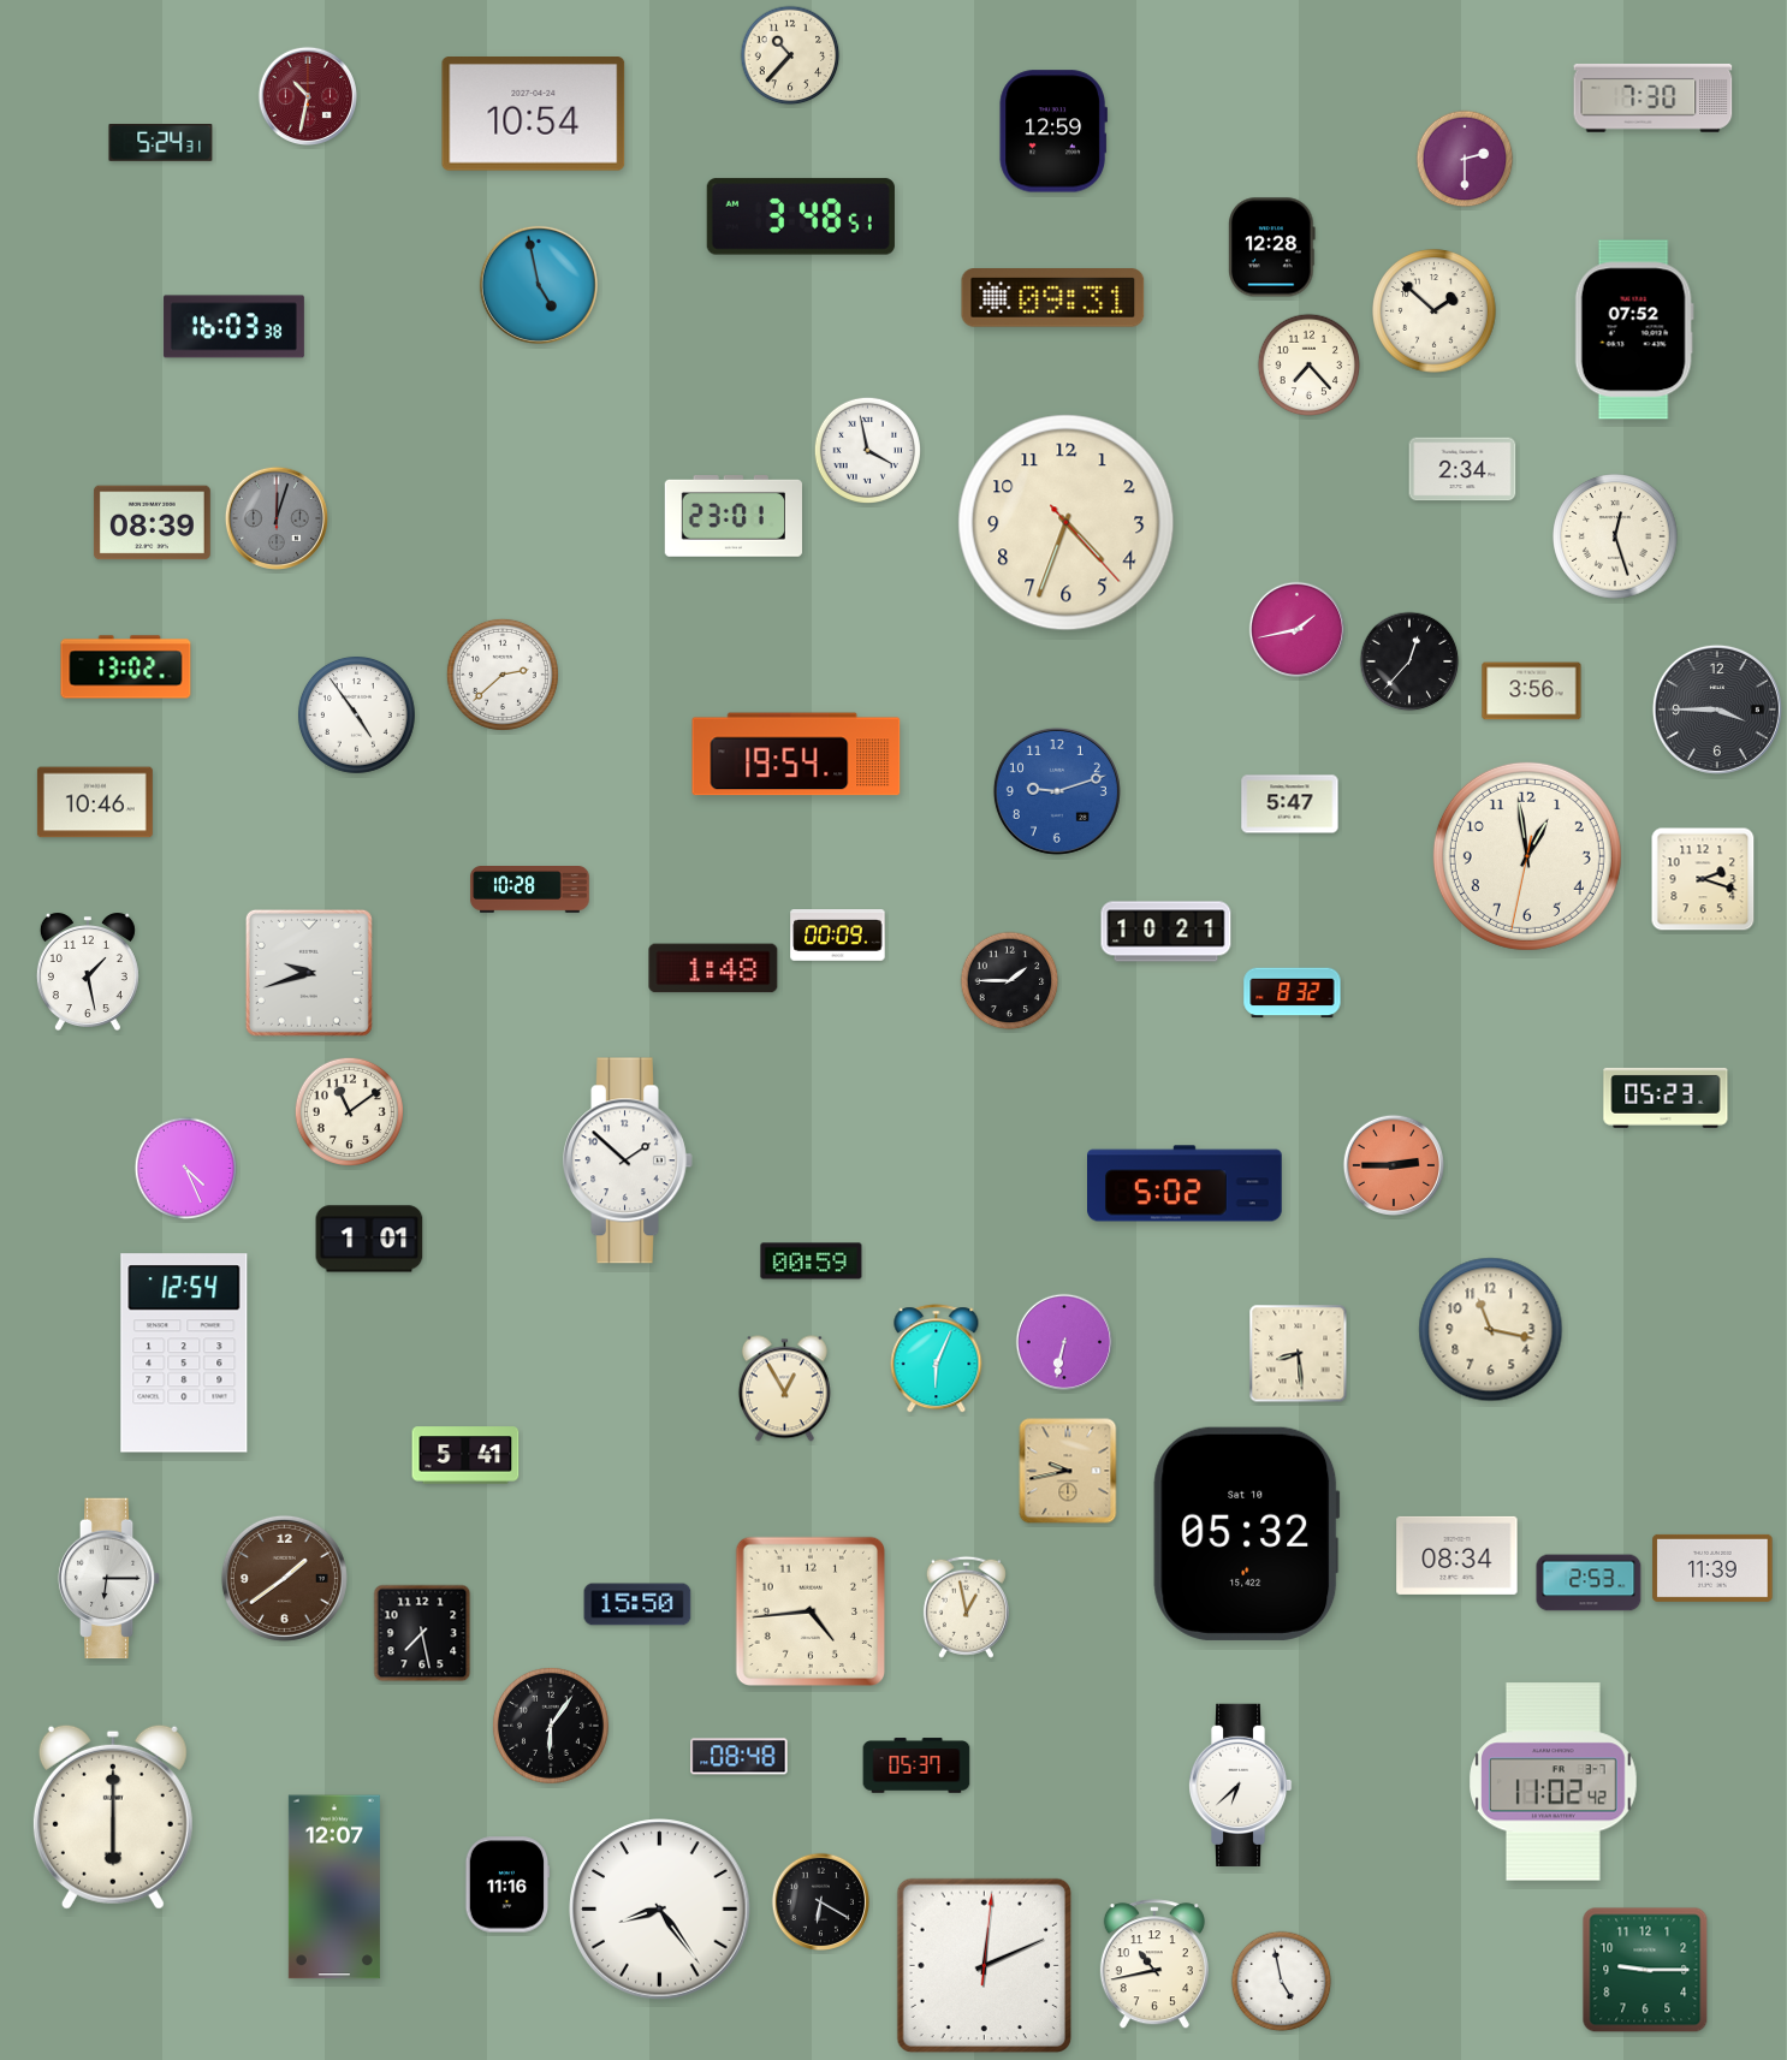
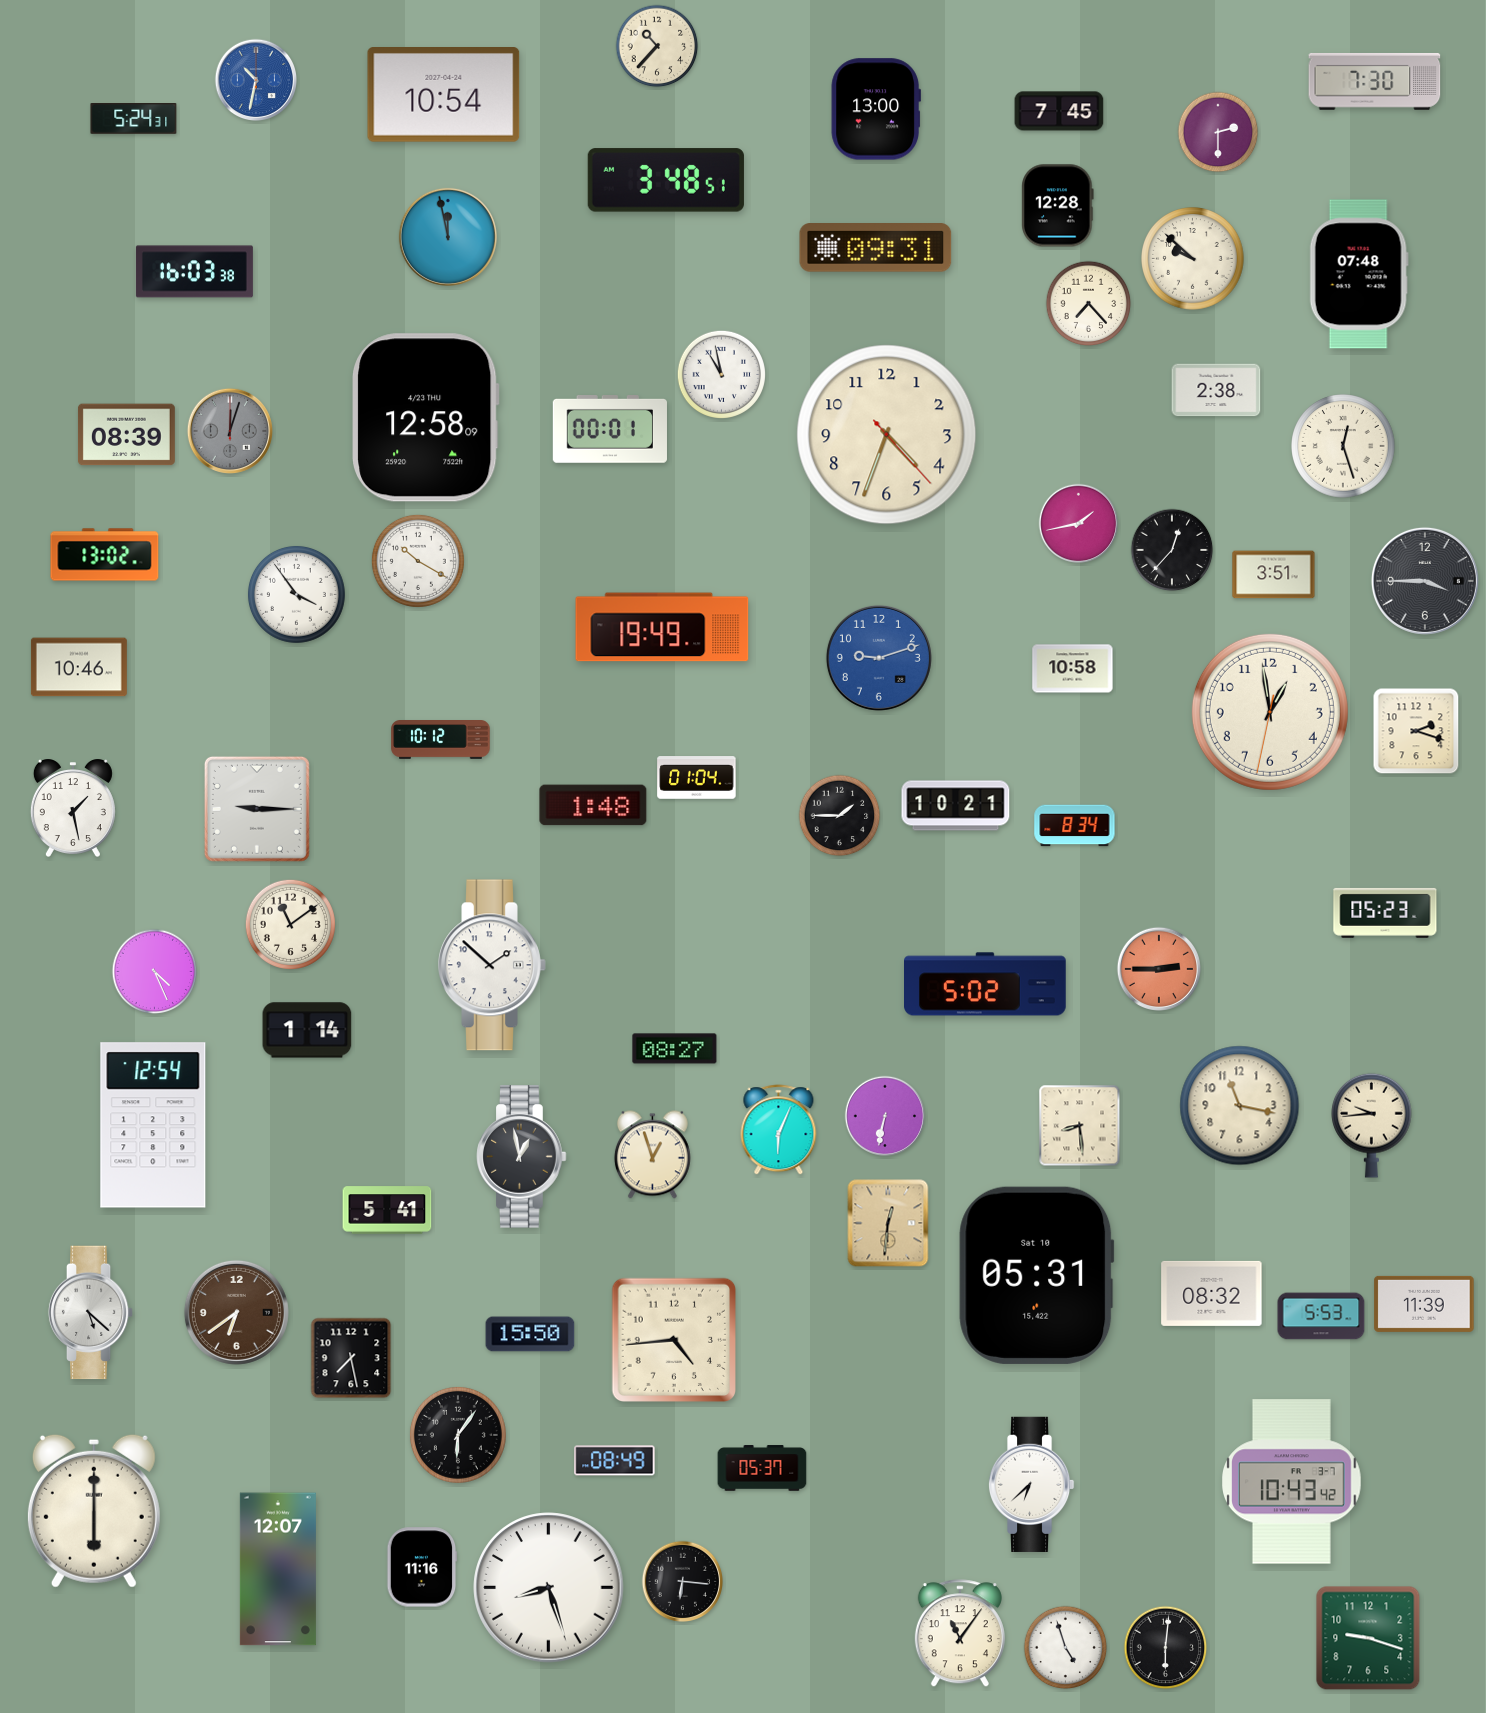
clock at (307, 95) dial: burgundy -> blue
clock at (1053, 131): 12:59 -> 13:00
clock at (1059, 111): none -> 7:45
clock at (539, 285): 4:58 -> 11:58
clock at (1435, 311): 1:52 -> 9:52
clock at (1634, 330): 07:52 -> 07:48
clock at (867, 450): 3:58 -> 10:58
clock at (1462, 469): 2:34 -> 2:38
clock at (426, 418): none -> 12:58
clock at (734, 517): 23:01 -> 00:01
clock at (503, 675): 2:38 -> 10:20
clock at (1532, 691): 3:56 -> 3:51
clock at (1717, 710) position: (1717, 710) -> (1425, 581)
clock at (356, 714): 4:54 -> 3:54
clock at (796, 754): 19:54 -> 19:49
clock at (1290, 805): 5:47 -> 10:58
clock at (530, 890): 10:28 -> 10:12
clock at (1166, 932) position: (1166, 932) -> (956, 806)
clock at (838, 936): 00:09 -> 01:04
clock at (309, 973): 9:42 -> 9:15
clock at (1293, 993): 8:32 -> 8:34
clock at (628, 1160) position: (628, 1160) -> (492, 965)
clock at (369, 1239): 1:01 -> 1:14
clock at (812, 1261): 00:59 -> 08:27
clock at (1372, 1125): none -> 9:44
clock at (784, 1389): 12:55 -> 12:57
clock at (522, 1157): none -> 12:58
clock at (1068, 1471): 9:43 -> 12:31
clock at (1247, 1533): 05:32 -> 05:31
clock at (1457, 1555): 08:34 -> 08:32
clock at (284, 1578): 1:39 -> 6:39
clock at (109, 1579): 6:15 -> 5:22
clock at (1589, 1583): 2:53 -> 5:53
clock at (966, 1607): 12:58 -> none
clock at (740, 1757): 08:48 -> 08:49
clock at (1554, 1782): 11:02 -> 10:43
clock at (821, 1902): 6:20 -> 6:16
clock at (660, 1910): 8:24 -> 8:27
clock at (984, 1965): 12:11 -> none
clock at (1154, 1965): 10:43 -> 11:06
clock at (1645, 1970): 9:15 -> 9:18
clock at (1282, 1982): 4:58 -> 4:57
clock at (1166, 1648): none -> 6:01
